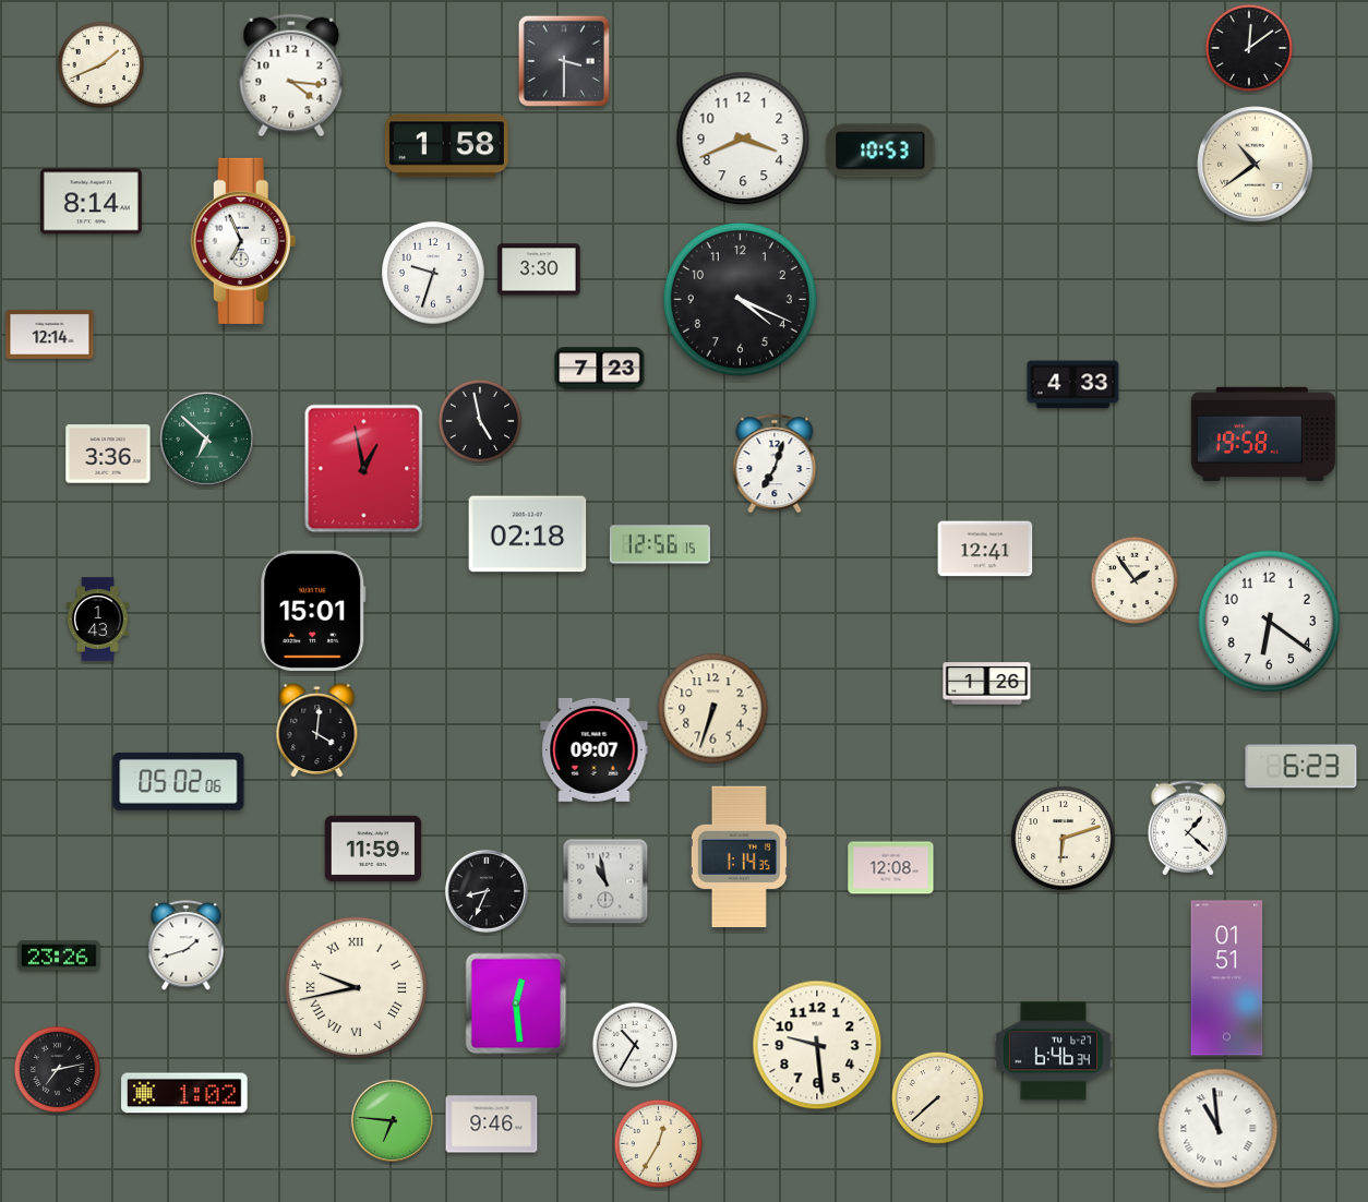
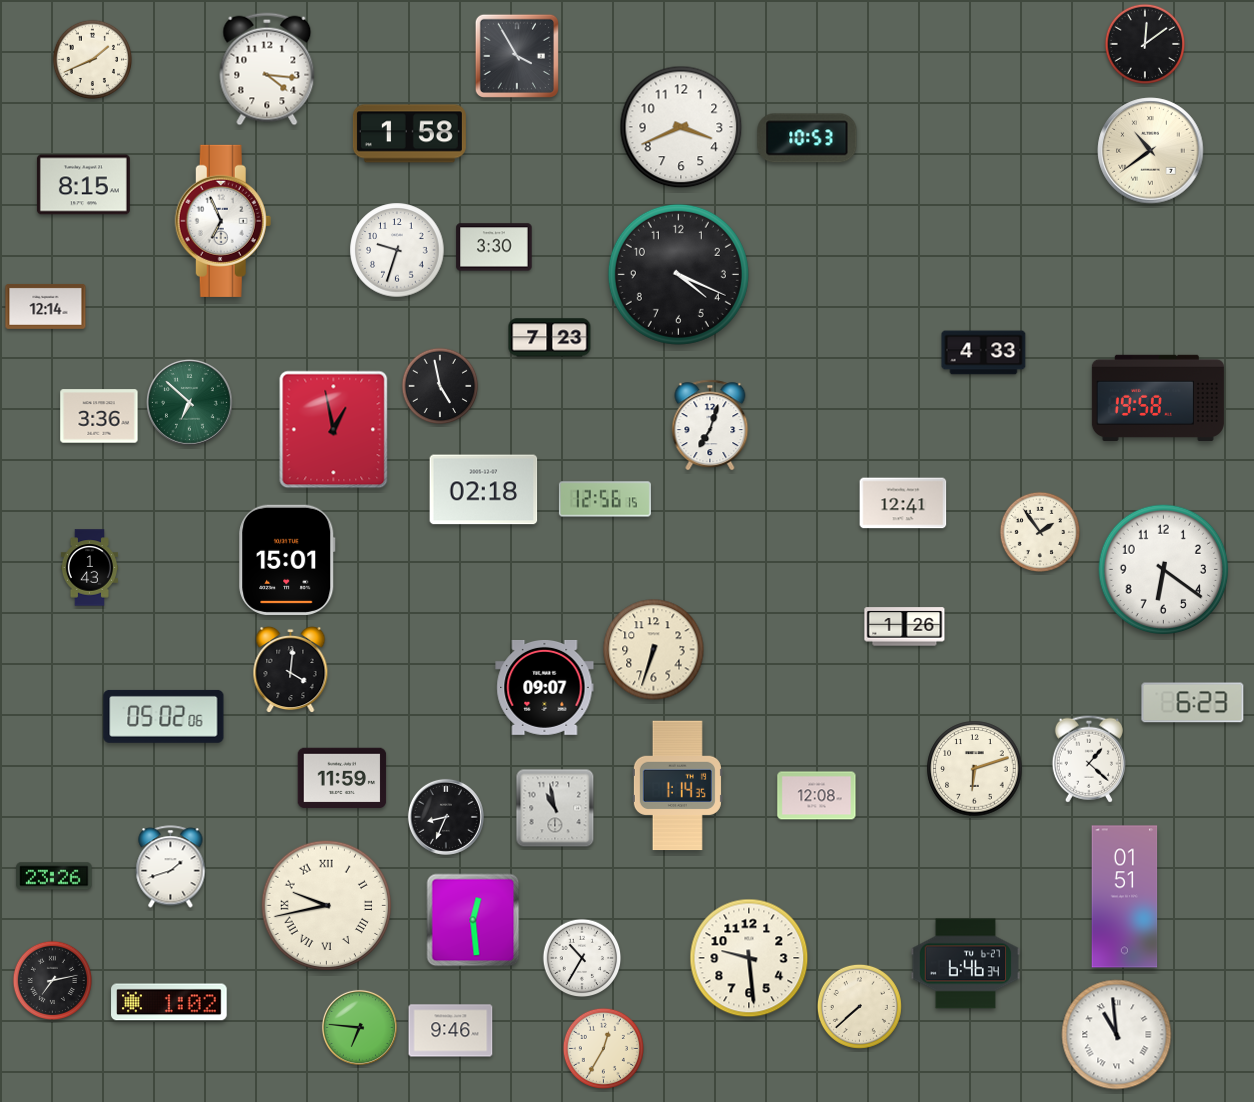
clock at (563, 60): 3:30 -> 3:55
clock at (91, 202): 8:14 -> 8:15
